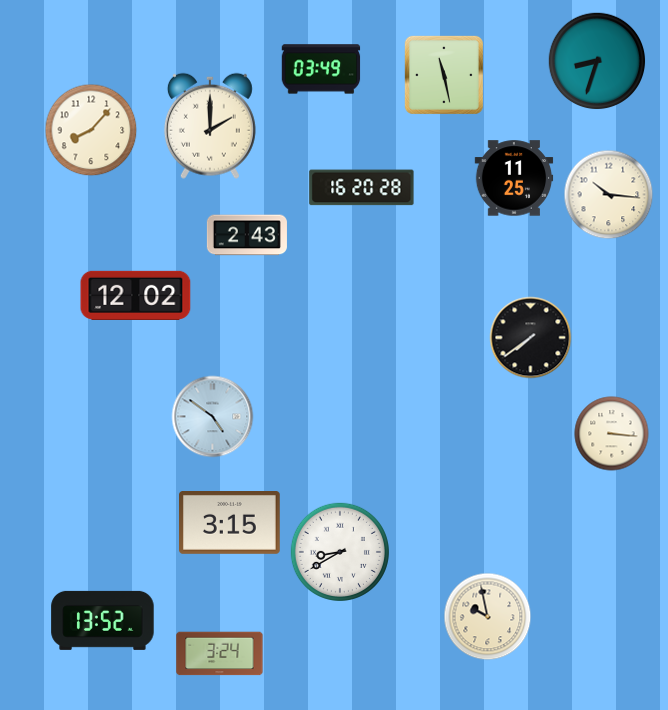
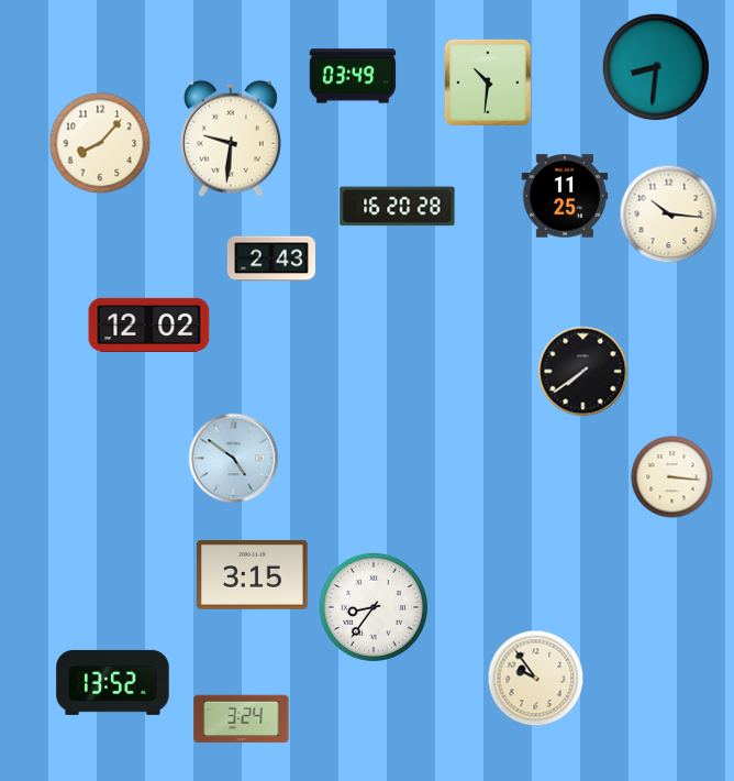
clock at (597, 61): 8:33 -> 8:31
clock at (444, 75): 11:28 -> 10:31
clock at (210, 126): 2:00 -> 9:31
clock at (340, 552): 8:40 -> 8:36
clock at (488, 617): 9:58 -> 9:54
